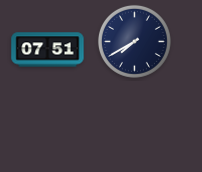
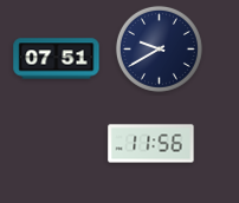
clock at (134, 41): 7:40 -> 9:40
clock at (151, 144): none -> 11:56
